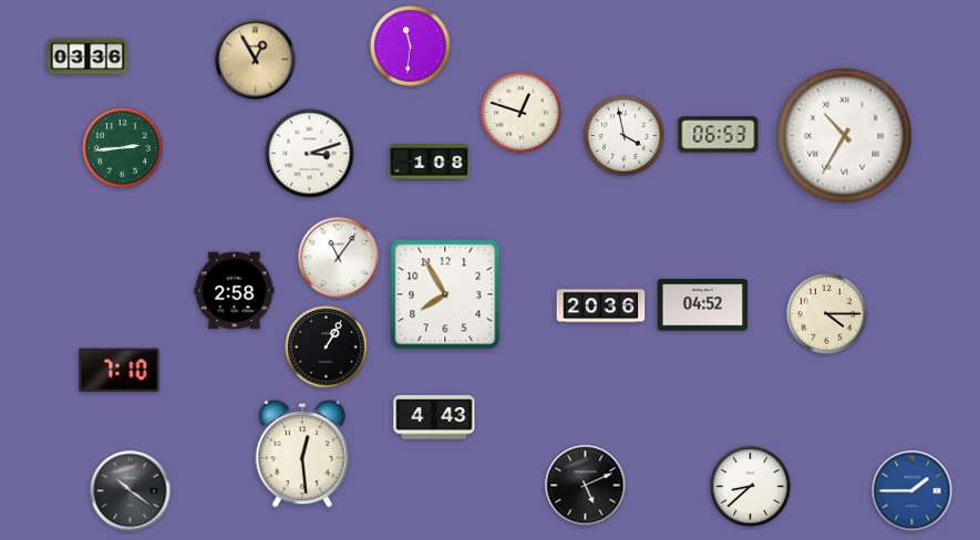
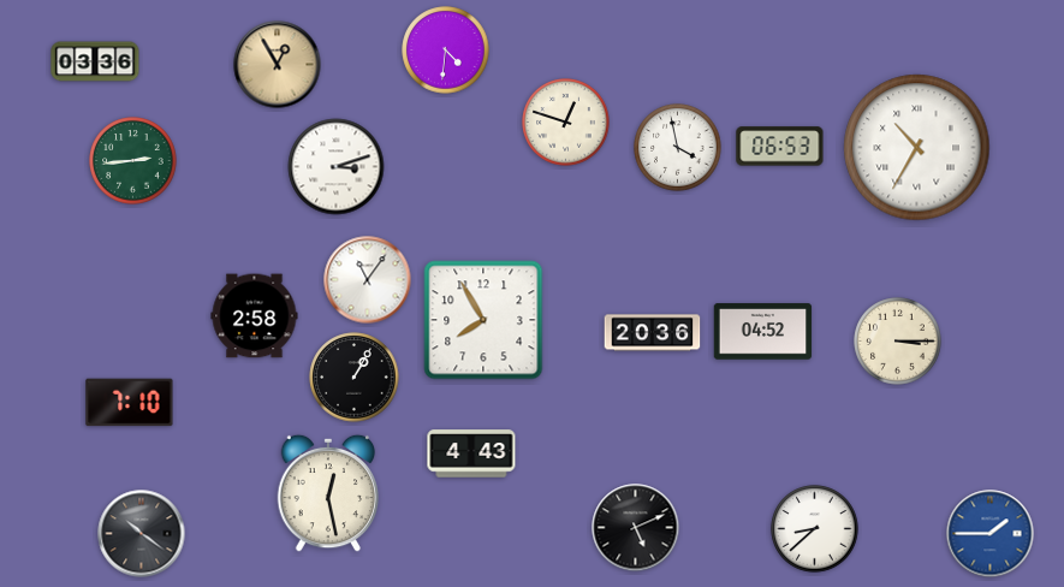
clock at (411, 46): 11:31 -> 4:31
clock at (430, 163): 1:08 -> none
clock at (827, 314): 4:15 -> 3:15
clock at (302, 454): 12:29 -> 12:28
